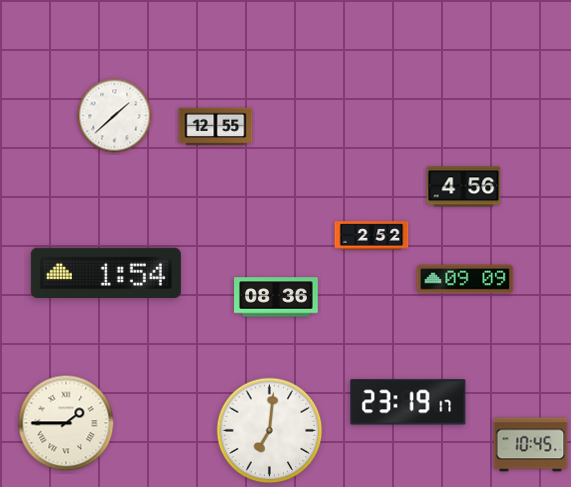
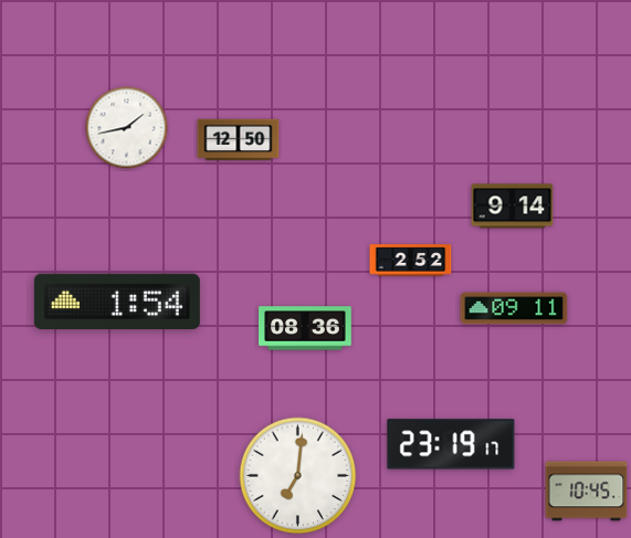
clock at (115, 116): 1:38 -> 1:43
clock at (216, 127): 12:55 -> 12:50
clock at (464, 187): 4:56 -> 9:14
clock at (465, 279): 09:09 -> 09:11
clock at (66, 423): 1:45 -> none
